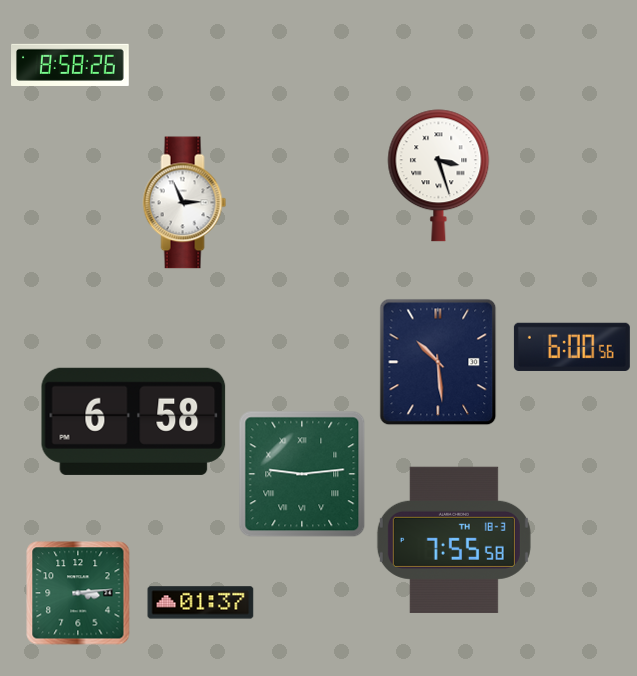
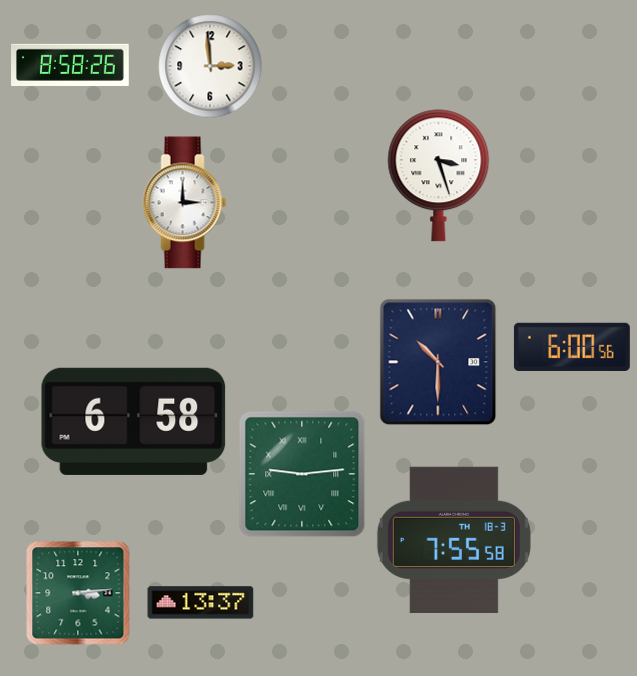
clock at (210, 66): none -> 2:59
clock at (185, 203): 2:56 -> 3:00
clock at (438, 362): 10:29 -> 10:30
clock at (201, 603): 01:37 -> 13:37
